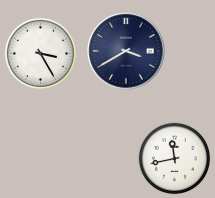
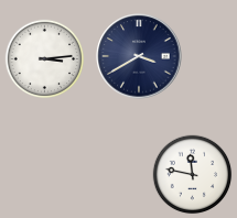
clock at (41, 54): 3:25 -> 3:14
clock at (175, 159): 11:43 -> 11:47
